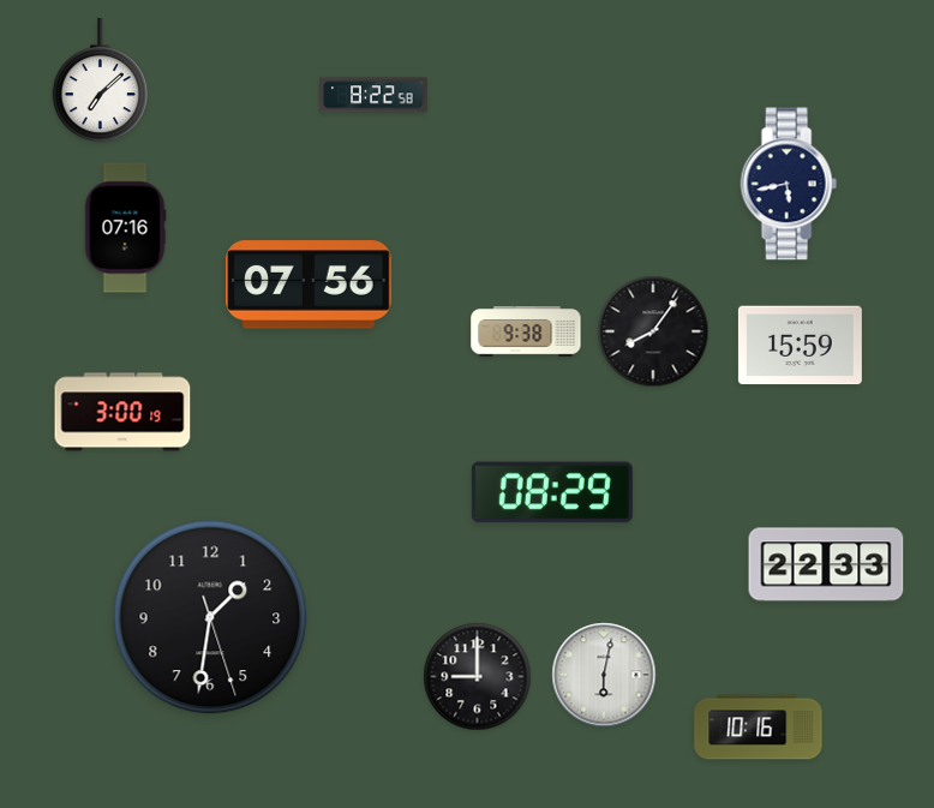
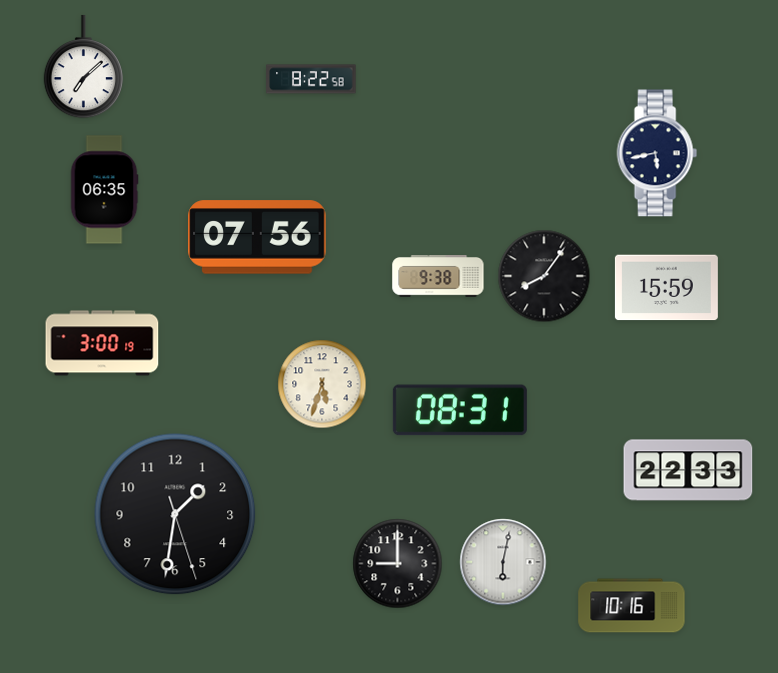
clock at (125, 228): 07:16 -> 06:35
clock at (322, 384): none -> 5:33
clock at (552, 492): 08:29 -> 08:31
